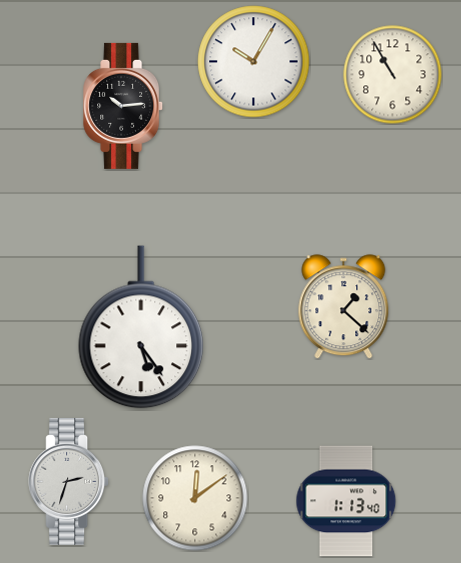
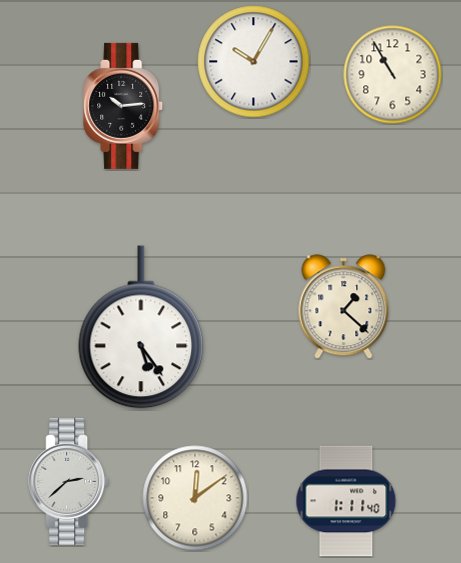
clock at (69, 481): 2:33 -> 2:38
clock at (346, 501): 1:13 -> 1:11
